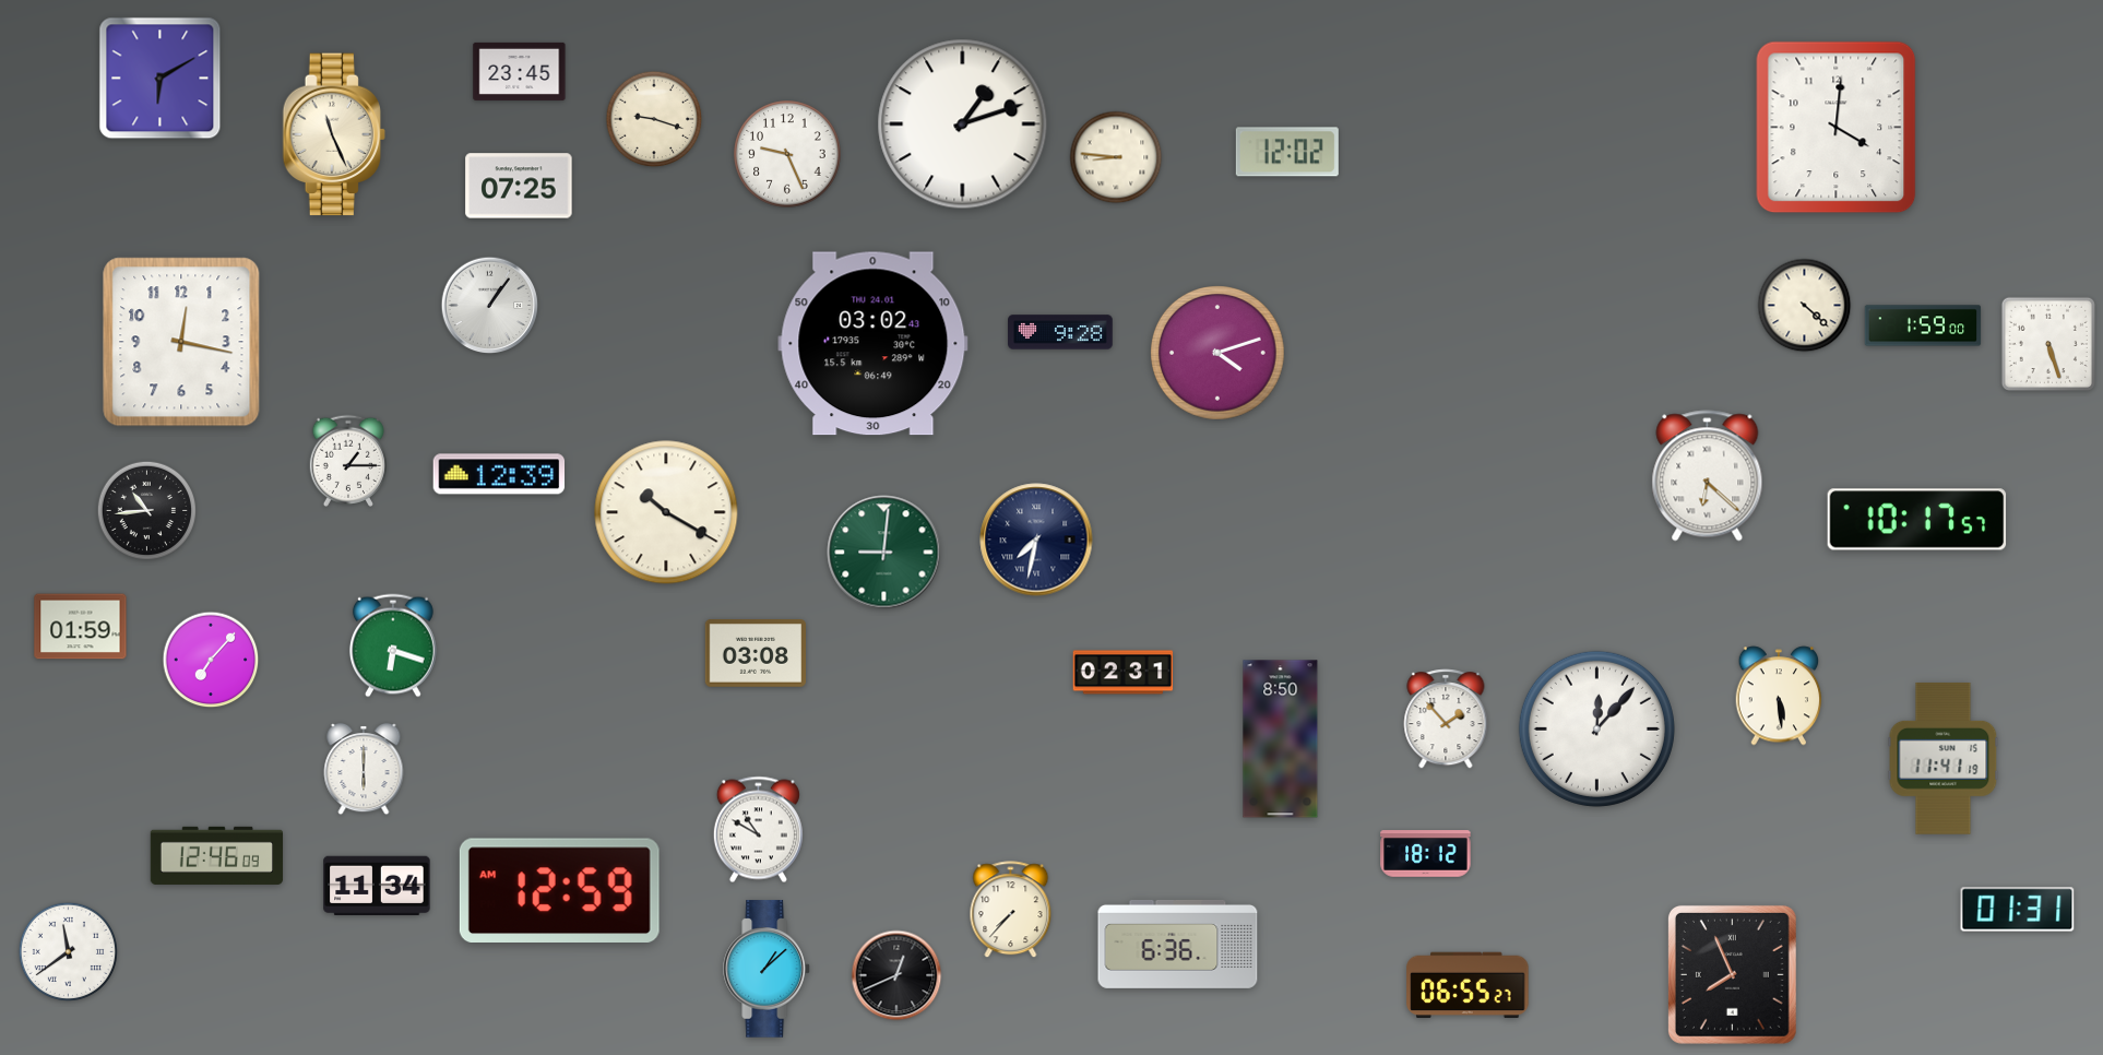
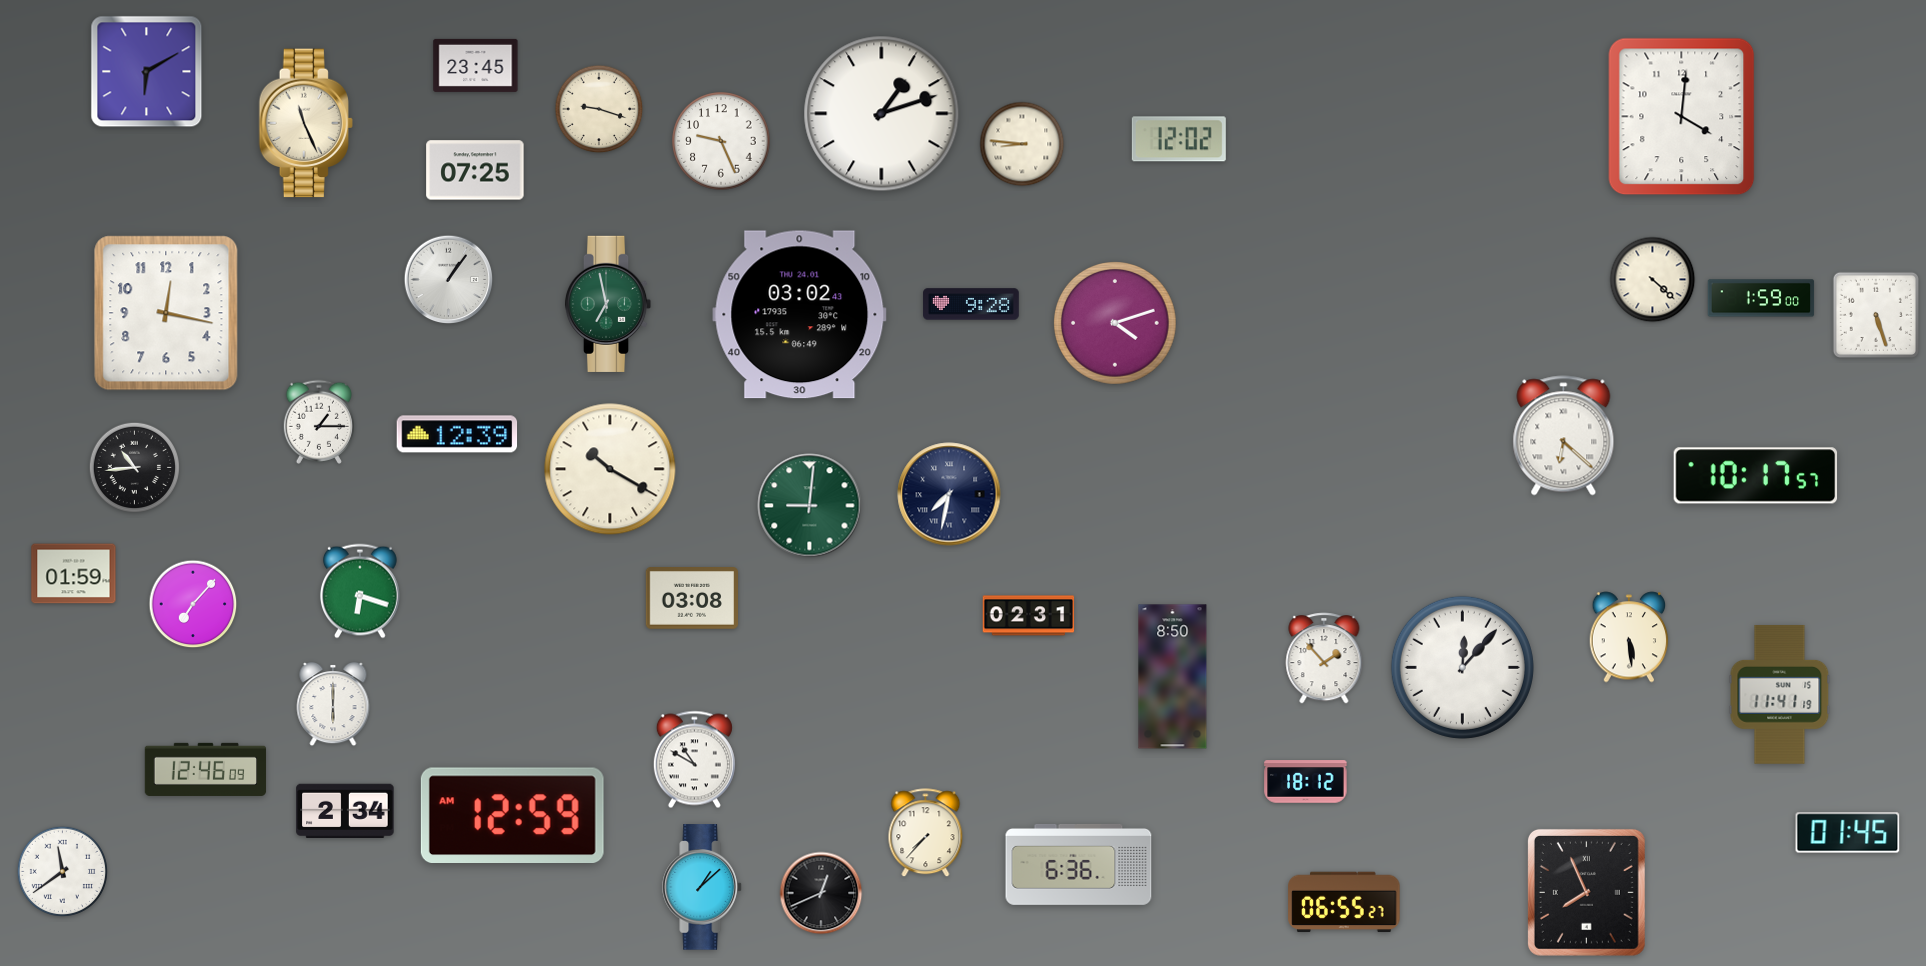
clock at (608, 304): none -> 6:58
clock at (217, 855) position: (217, 855) -> (206, 769)
clock at (377, 886): 11:34 -> 2:34
clock at (2018, 910): 01:31 -> 01:45
